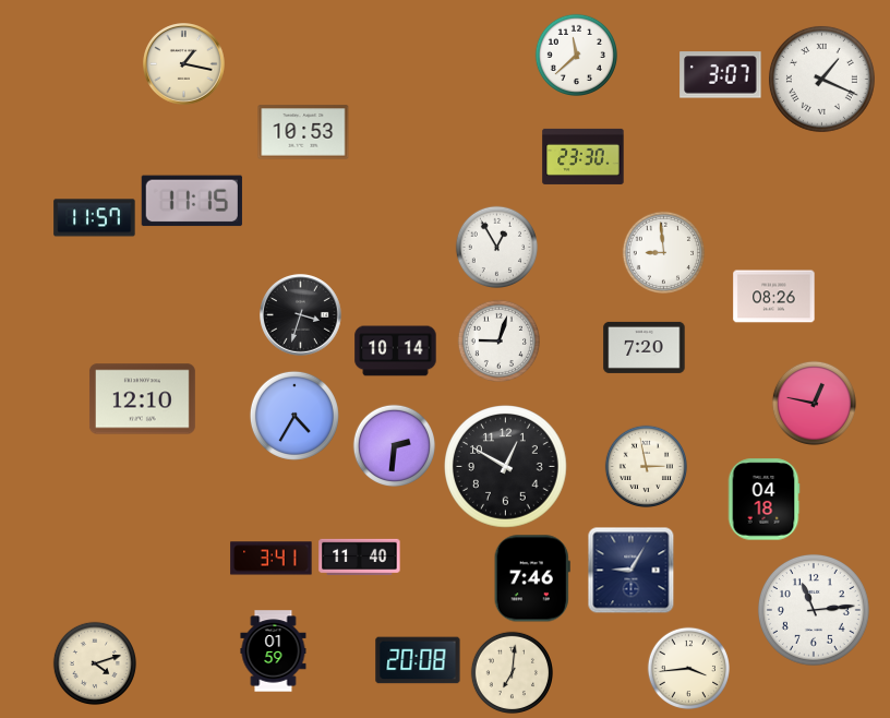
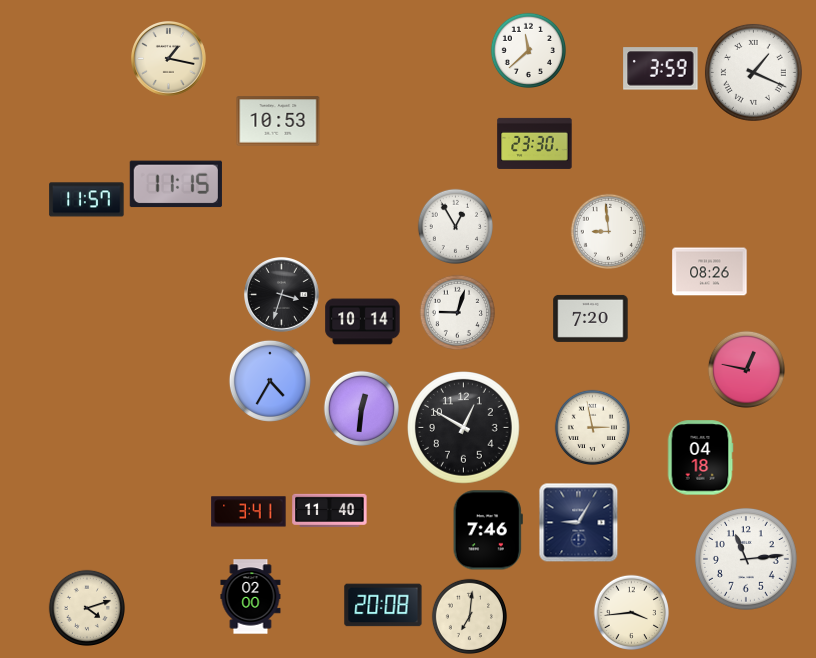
clock at (721, 75): 3:07 -> 3:59
clock at (301, 315) position: (301, 315) -> (282, 295)
clock at (142, 399): 12:10 -> none
clock at (394, 445): 2:31 -> 12:31
clock at (274, 651): 01:59 -> 02:00
